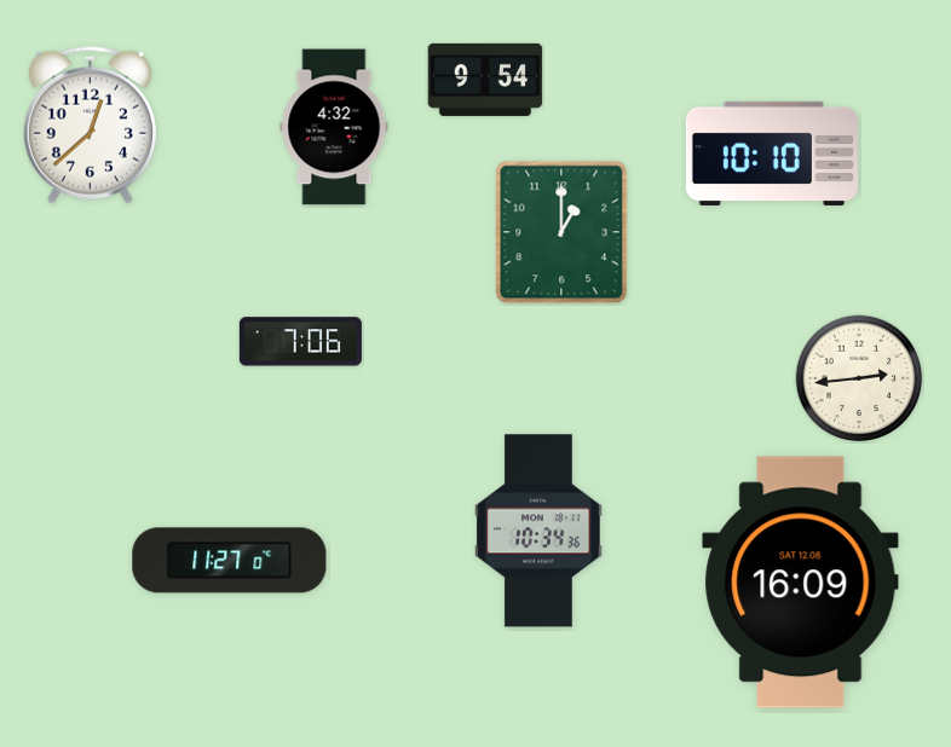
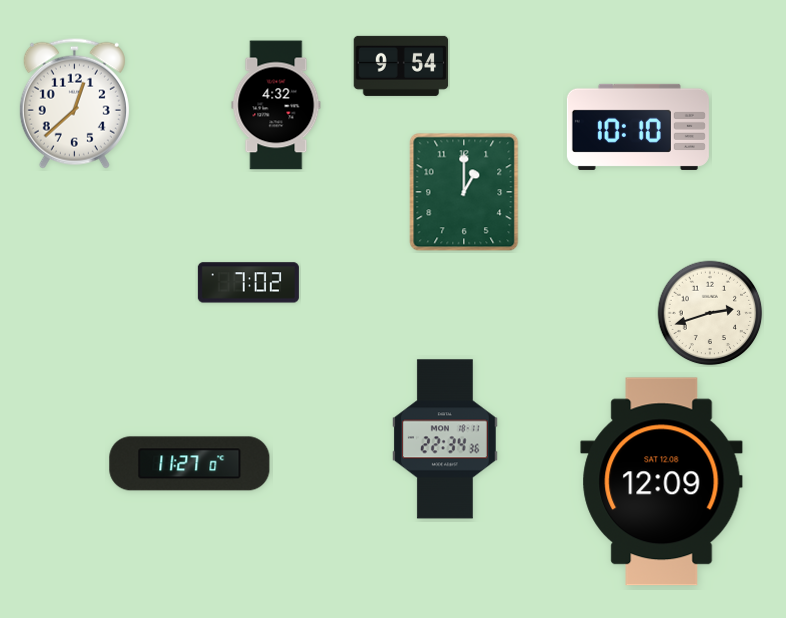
clock at (300, 342): 7:06 -> 7:02
clock at (859, 378): 2:44 -> 2:42
clock at (540, 531): 10:34 -> 22:34
clock at (801, 583): 16:09 -> 12:09
